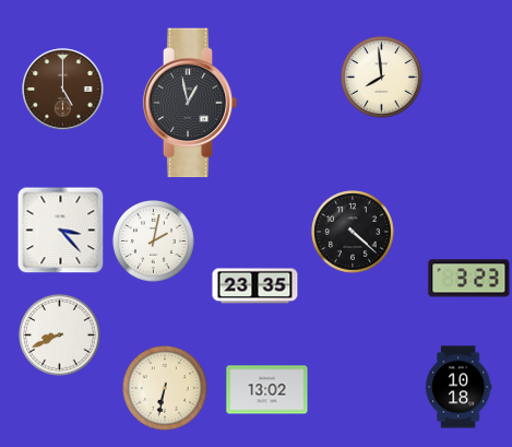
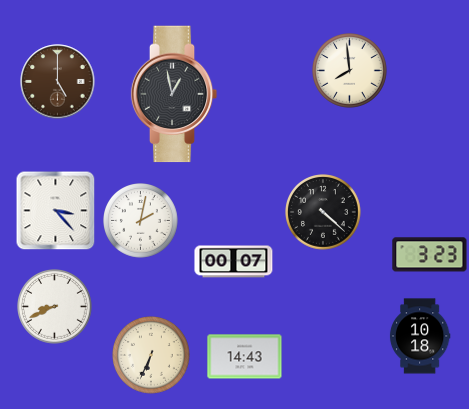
clock at (255, 286): 23:35 -> 00:07
clock at (459, 387) position: (459, 387) -> (420, 336)
clock at (165, 388): 6:32 -> 6:34
clock at (267, 390): 13:02 -> 14:43
